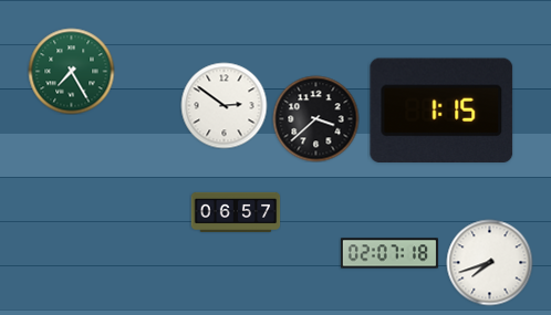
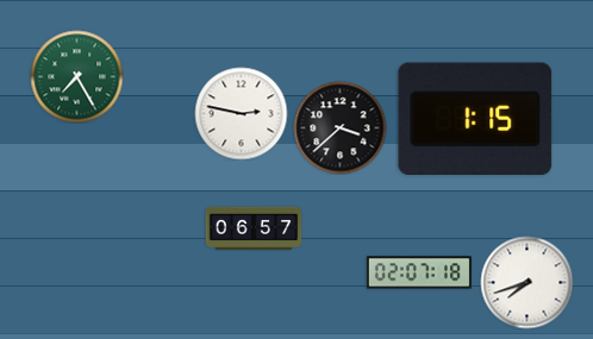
clock at (223, 105): 2:51 -> 2:47
